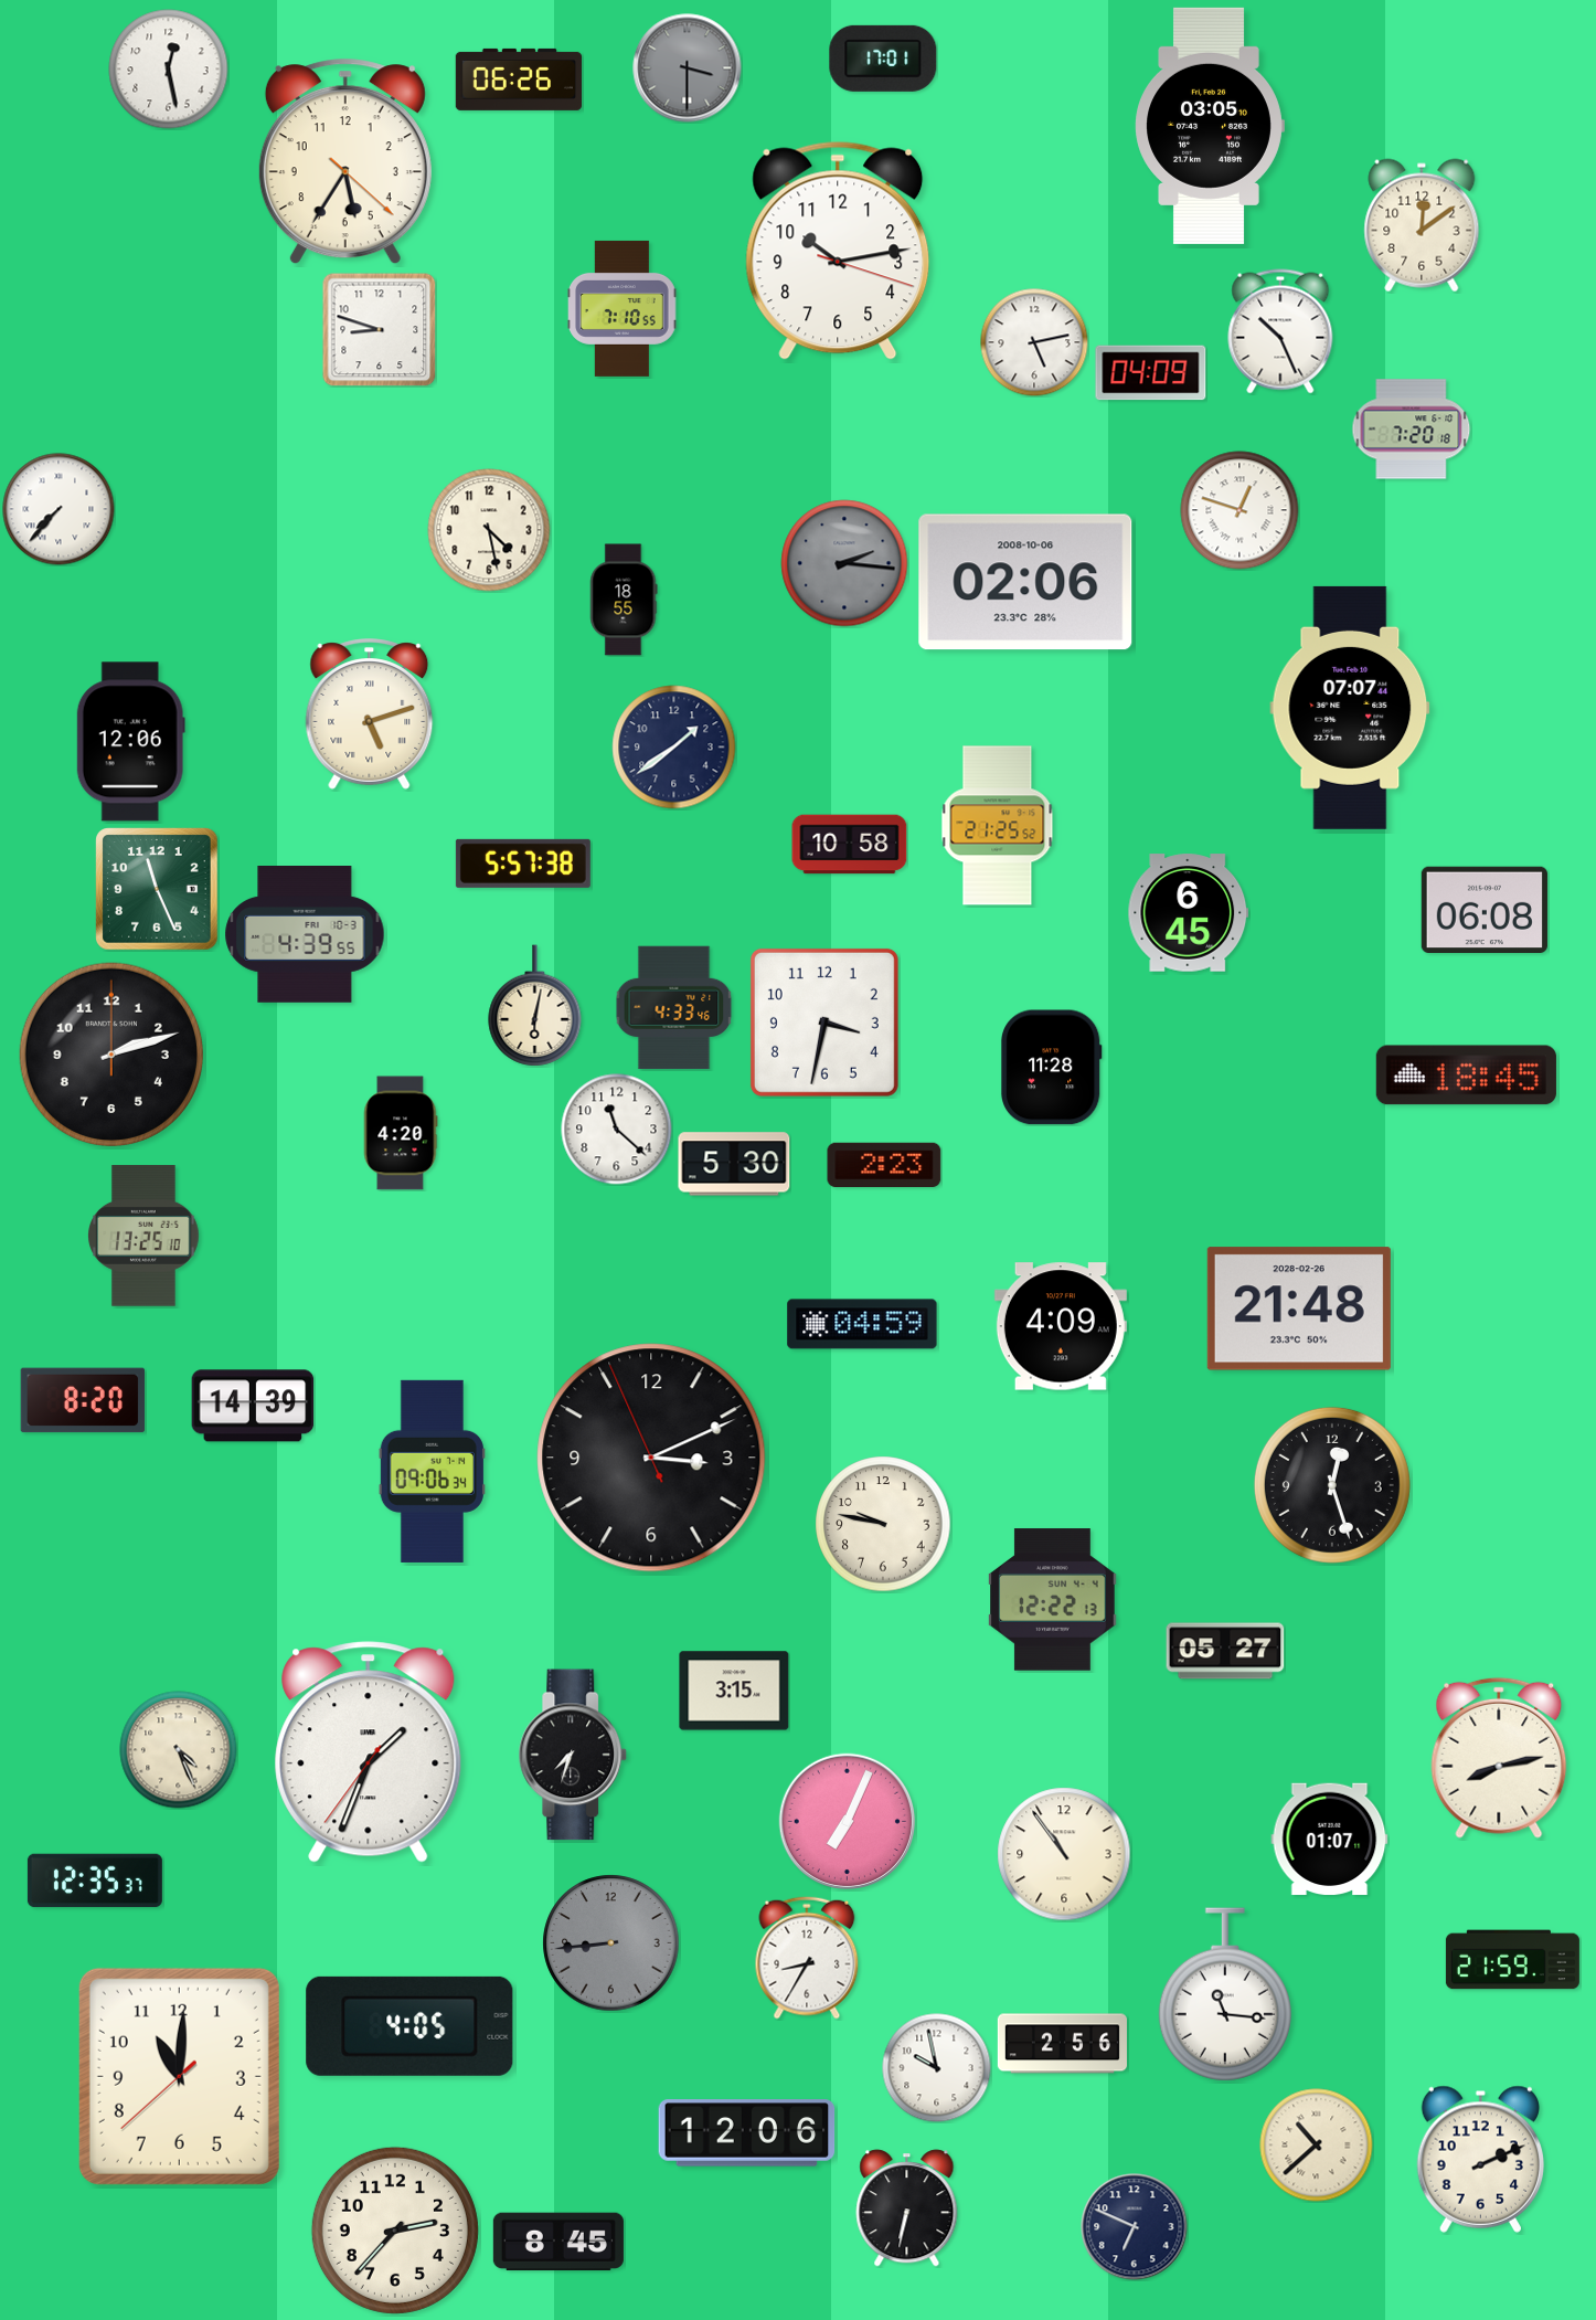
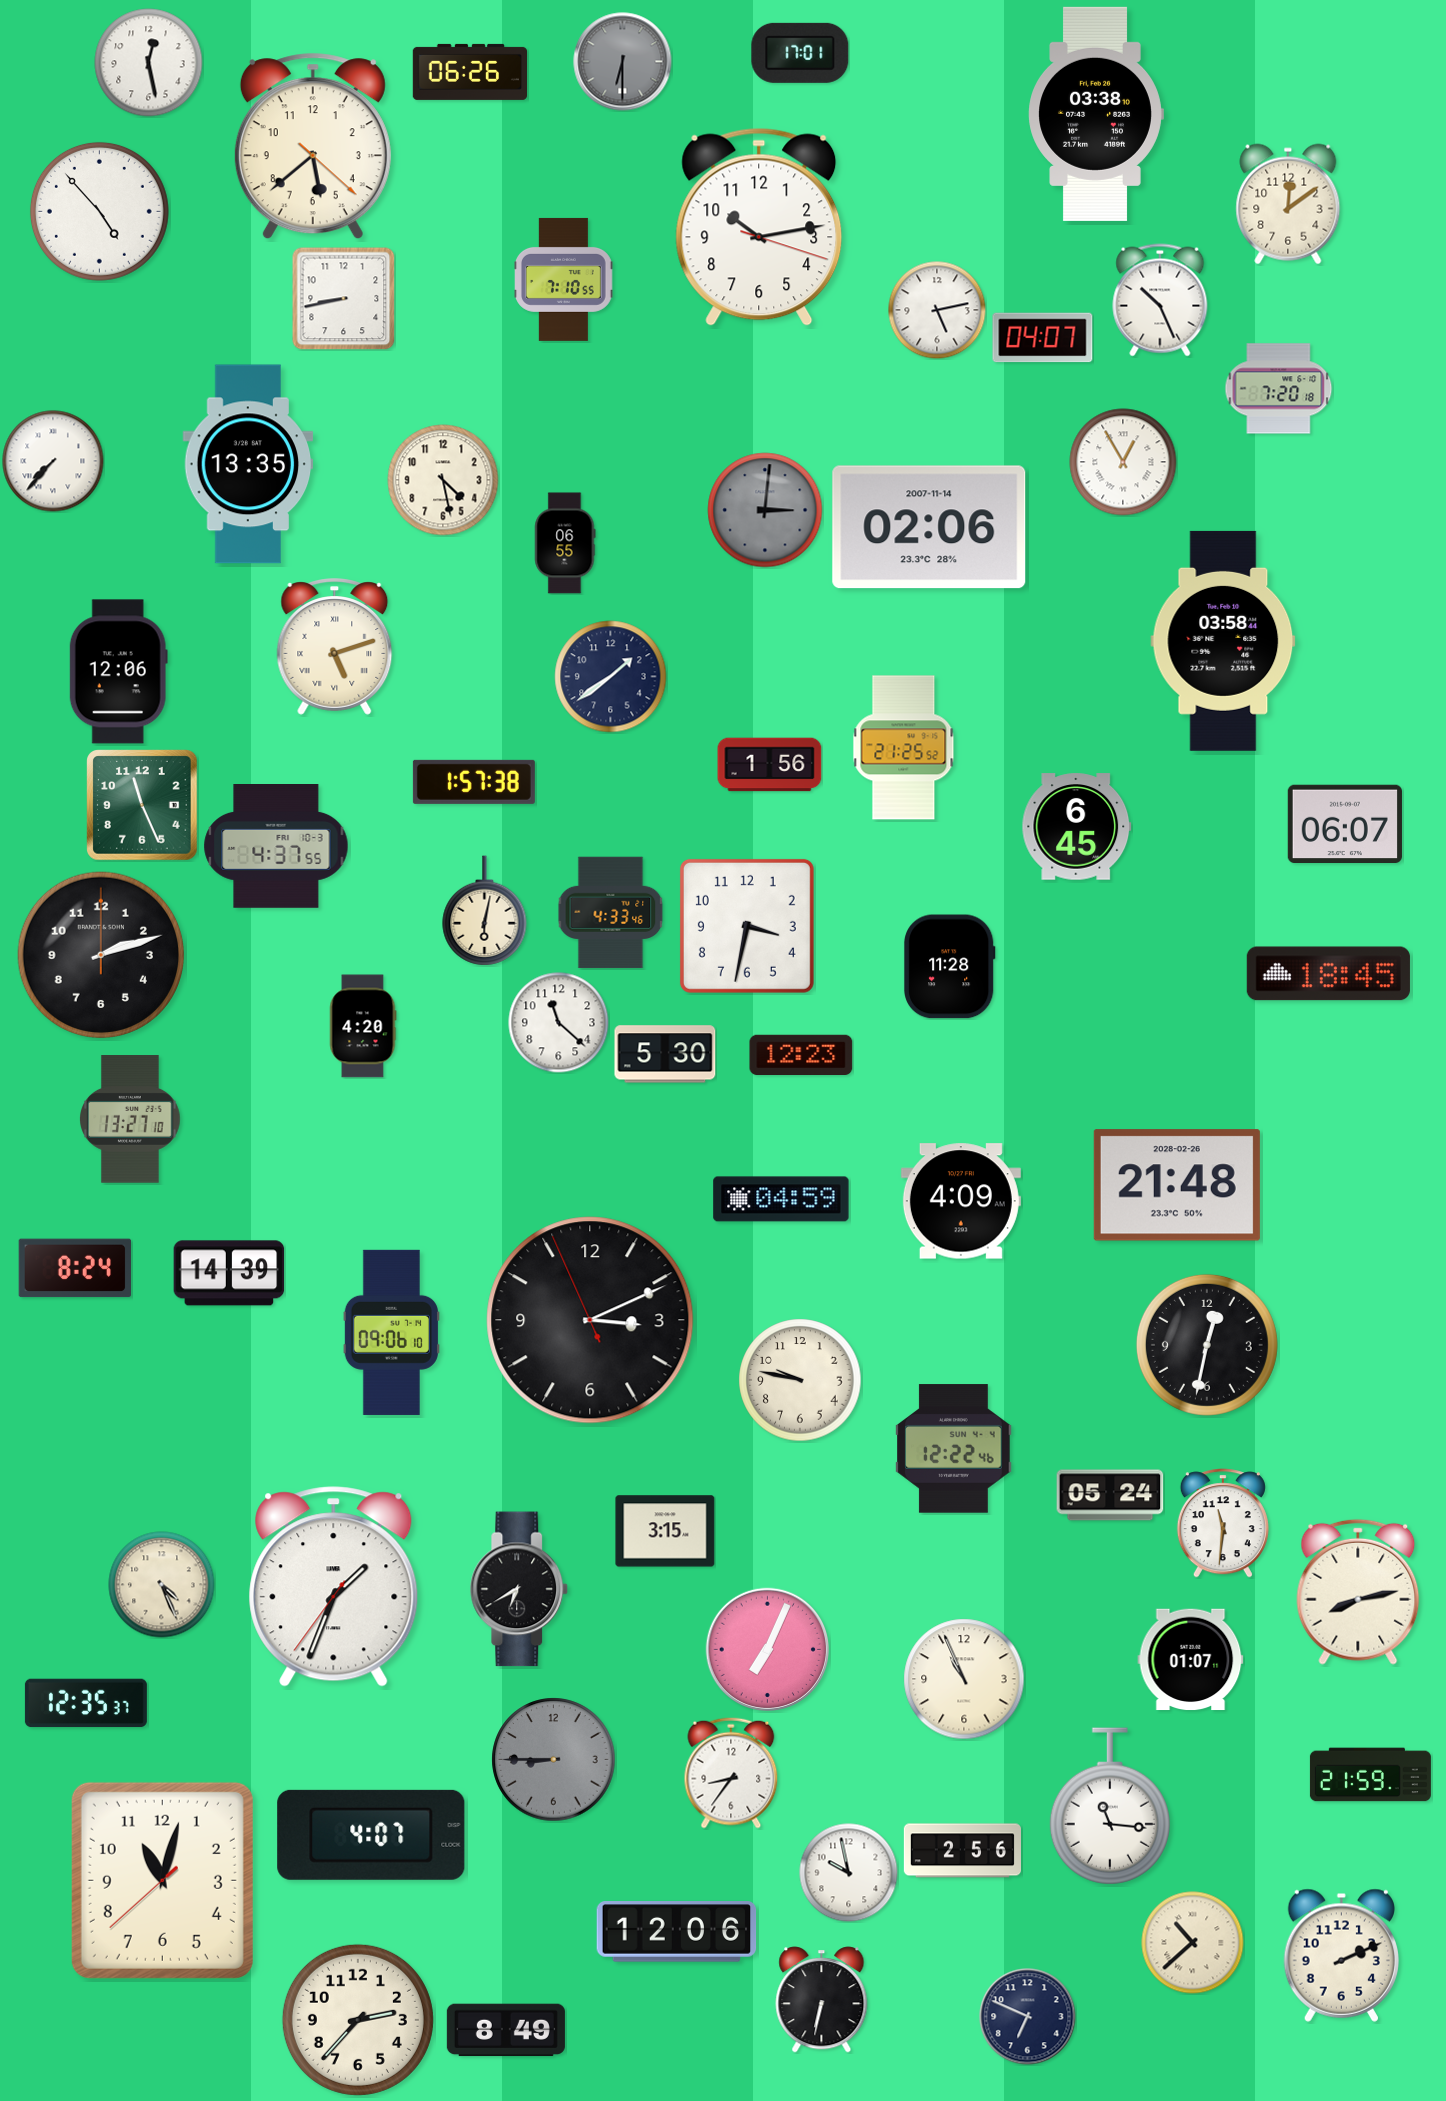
clock at (688, 68): 3:30 -> 6:30
clock at (169, 70) position: (169, 70) -> (149, 63)
clock at (1210, 126): 03:05 -> 03:38
clock at (345, 161): 5:35 -> 5:38
clock at (99, 211): none -> 4:53
clock at (380, 330): 8:48 -> 8:43
clock at (1151, 373): 04:09 -> 04:07
clock at (1239, 510): 12:48 -> 12:55
clock at (248, 464): none -> 13:35
clock at (844, 563): 2:16 -> 3:01
clock at (1025, 582) date: 2008-10-06 -> 2007-11-14
clock at (624, 600): 18:55 -> 06:55
clock at (1350, 708): 07:07 -> 03:58
clock at (850, 845): 10:58 -> 1:56
clock at (523, 864): 5:57 -> 1:57
clock at (1485, 909): 06:08 -> 06:07
clock at (305, 935): 4:39 -> 4:37
clock at (1051, 1068) position: (1051, 1068) -> (949, 967)
clock at (884, 1164): 2:23 -> 12:23
clock at (145, 1236): 13:25 -> 13:27
clock at (83, 1400): 8:20 -> 8:24
clock at (432, 1471): 09:06:34 -> 09:06:10
clock at (1332, 1485): 12:27 -> 12:32
clock at (1053, 1600): 12:22:13 -> 12:22:46
clock at (1225, 1651): 05:27 -> 05:24
clock at (1223, 1523): none -> 11:31
clock at (573, 1755): 7:33 -> 6:40
clock at (1330, 1840) position: (1330, 1840) -> (1191, 1660)
clock at (1064, 1854): 10:54 -> 10:56
clock at (611, 1943): 8:44 -> 8:45
clock at (807, 1958): 8:35 -> 8:36
clock at (409, 2026): 4:05 -> 4:07
clock at (179, 2076): 11:00 -> 11:02
clock at (558, 2242): 8:45 -> 8:49
